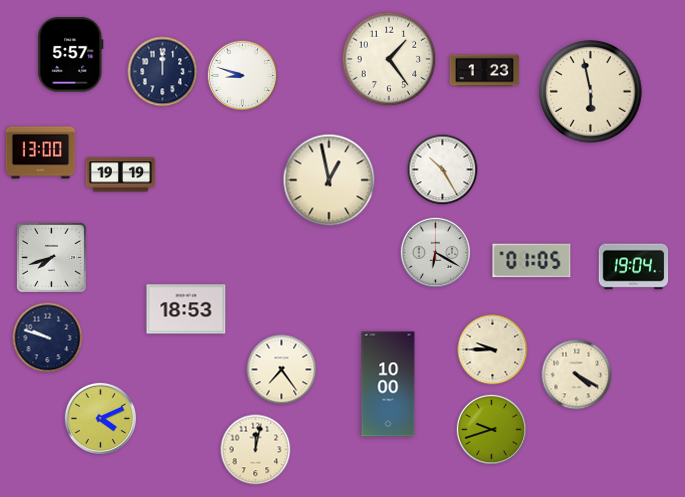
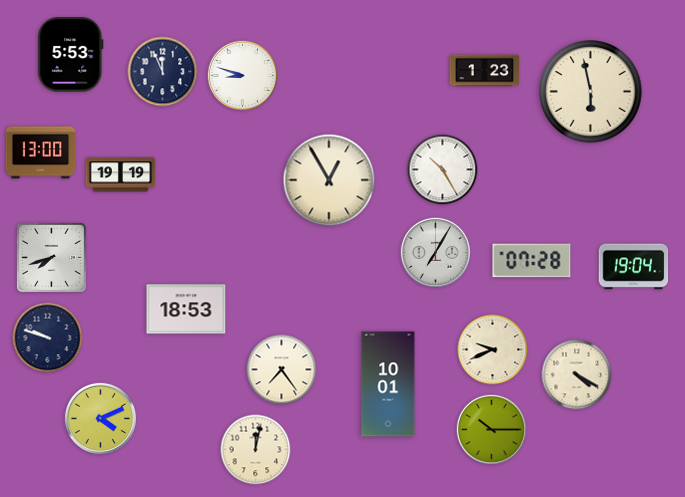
clock at (71, 55): 5:57 -> 5:53
clock at (389, 59): 1:24 -> none
clock at (163, 72): 12:00 -> 11:56
clock at (329, 180): 12:58 -> 12:55
clock at (436, 253): 6:20 -> 7:05
clock at (532, 261): 01:05 -> 07:28
clock at (493, 350): 9:45 -> 9:41
clock at (388, 384): 10:00 -> 10:01
clock at (492, 430): 9:42 -> 10:15
